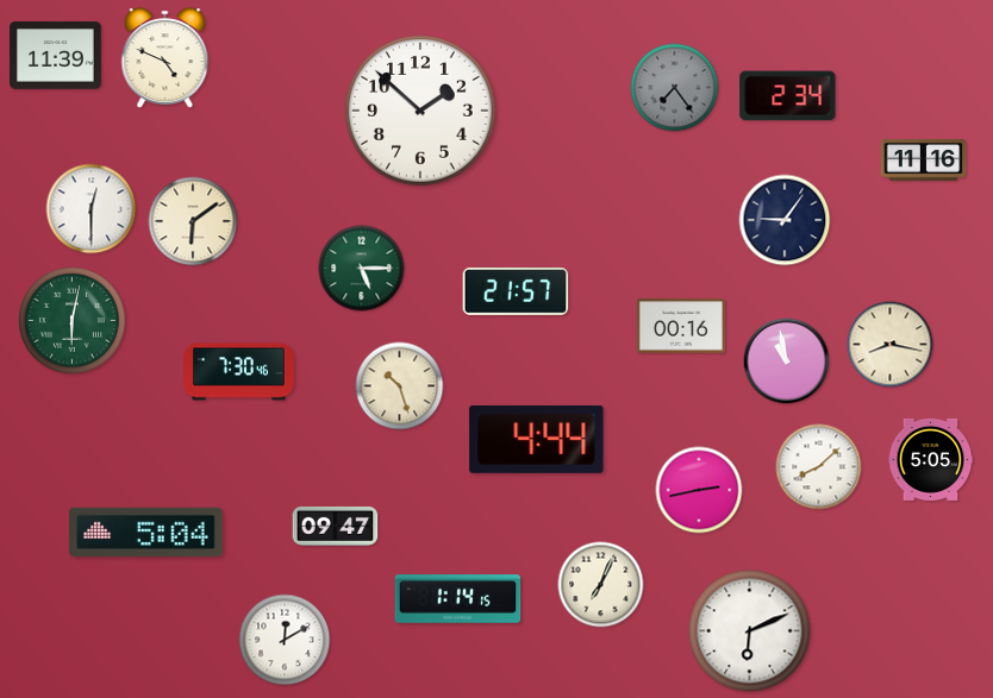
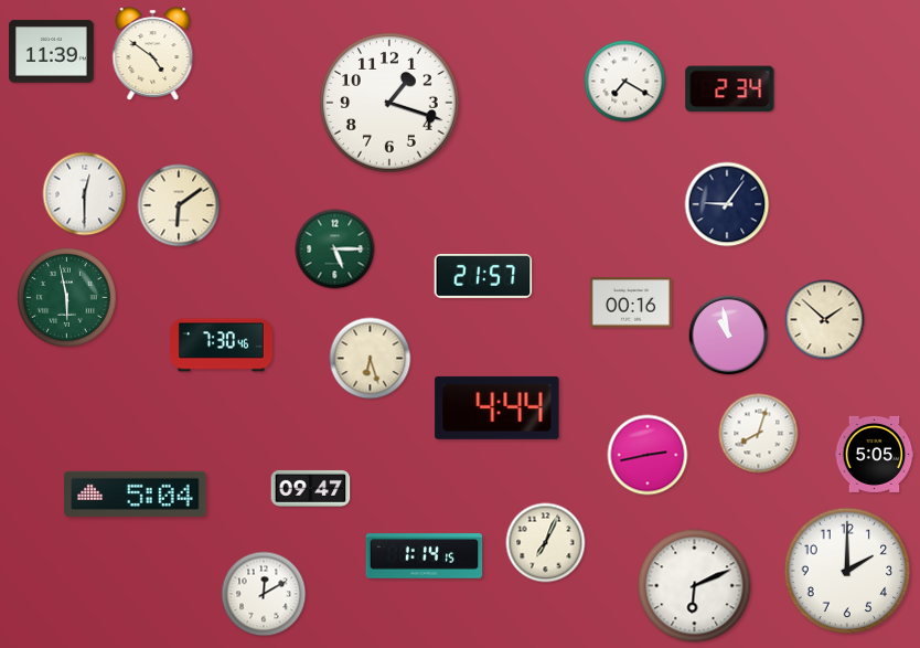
clock at (165, 58): 4:49 -> 4:51
clock at (675, 88): 7:24 -> 7:20
clock at (675, 88) dial: grey -> white
clock at (421, 112): 1:52 -> 1:18
clock at (924, 161): 11:16 -> none
clock at (516, 293) position: (516, 293) -> (483, 277)
clock at (73, 321): 6:02 -> 5:58
clock at (891, 345): 8:17 -> 1:52
clock at (400, 386): 10:27 -> 6:27
clock at (931, 459) position: (931, 459) -> (875, 454)
clock at (819, 467): 8:08 -> 8:03
clock at (601, 585) position: (601, 585) -> (546, 543)
clock at (847, 571): none -> 2:00
